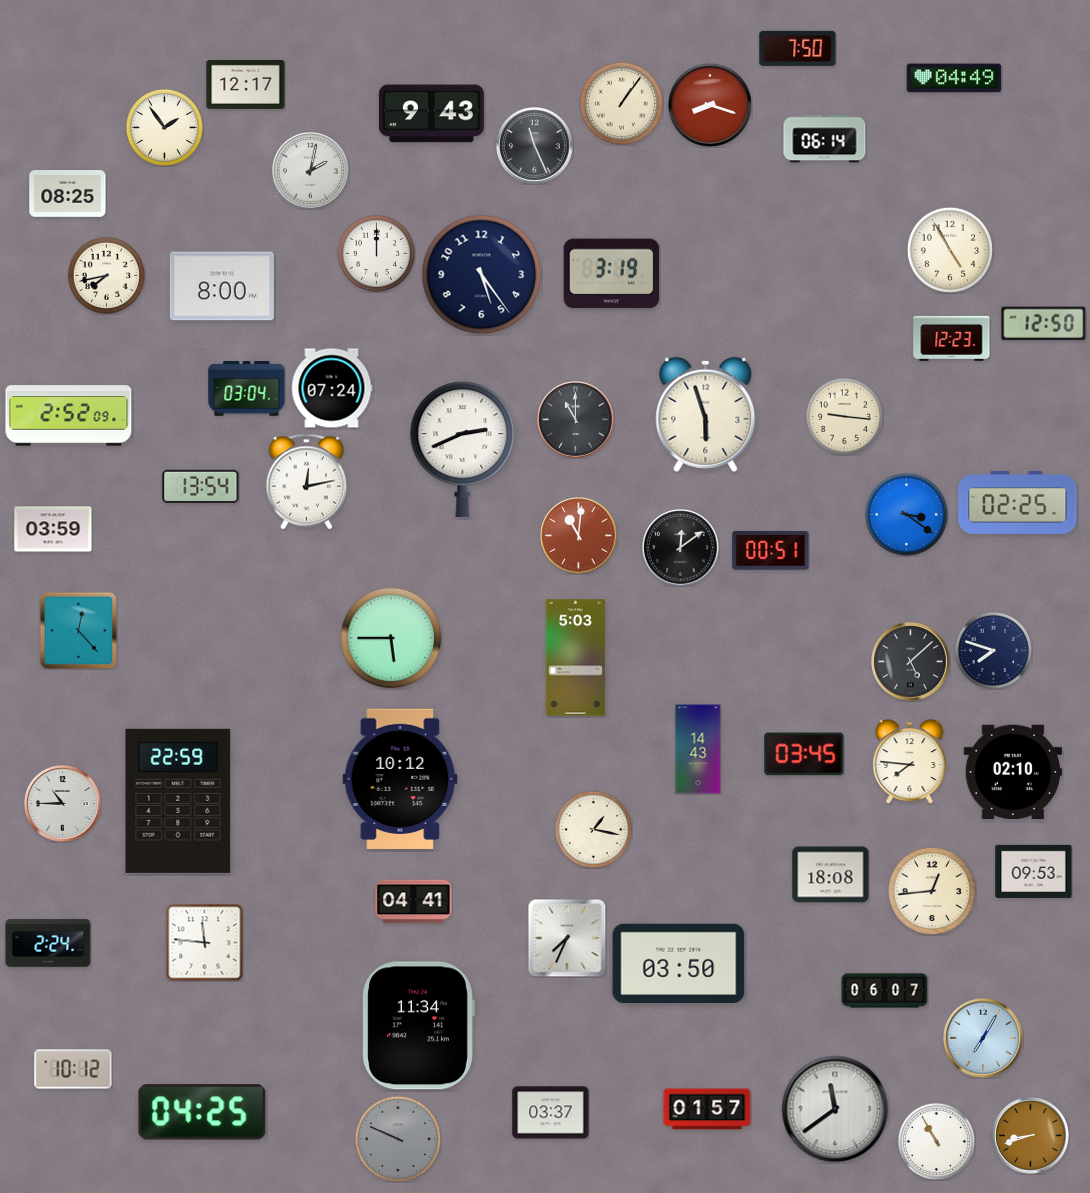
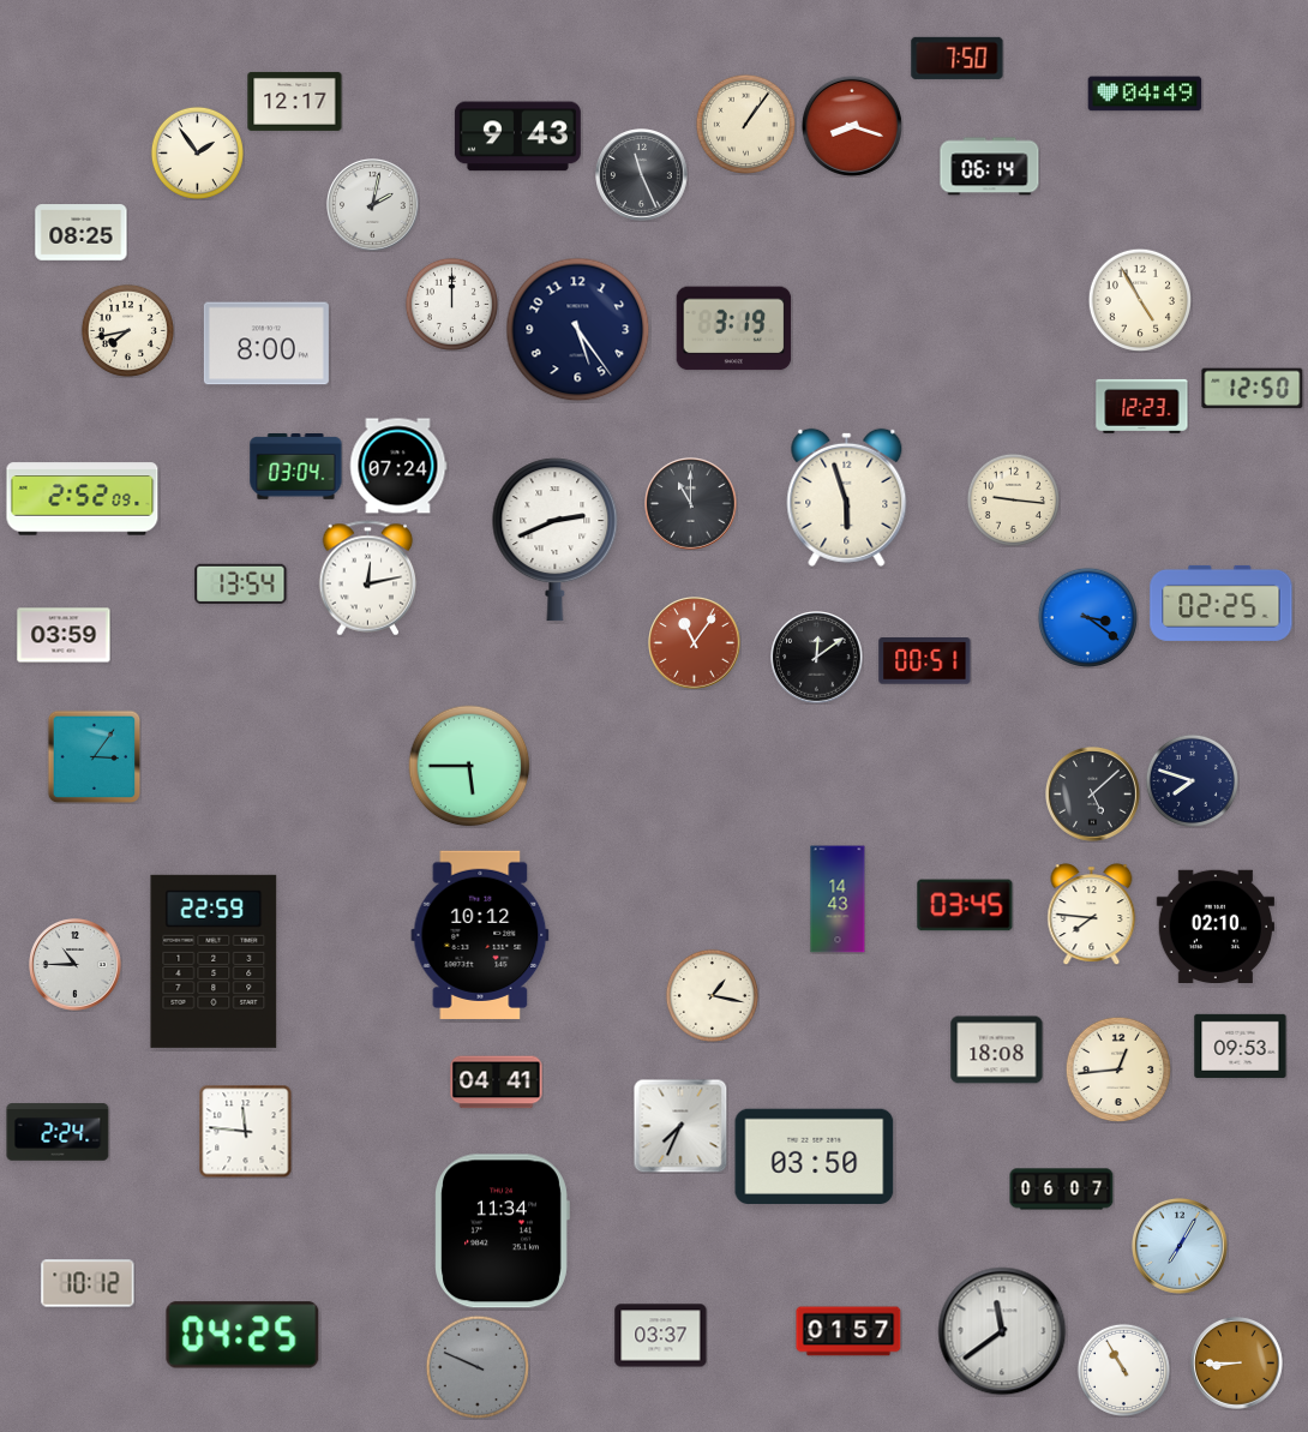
clock at (579, 536): 11:01 -> 11:06
clock at (78, 630): 12:23 -> 3:06
clock at (576, 658): 5:03 -> none
clock at (1031, 1136): 8:42 -> 8:45
